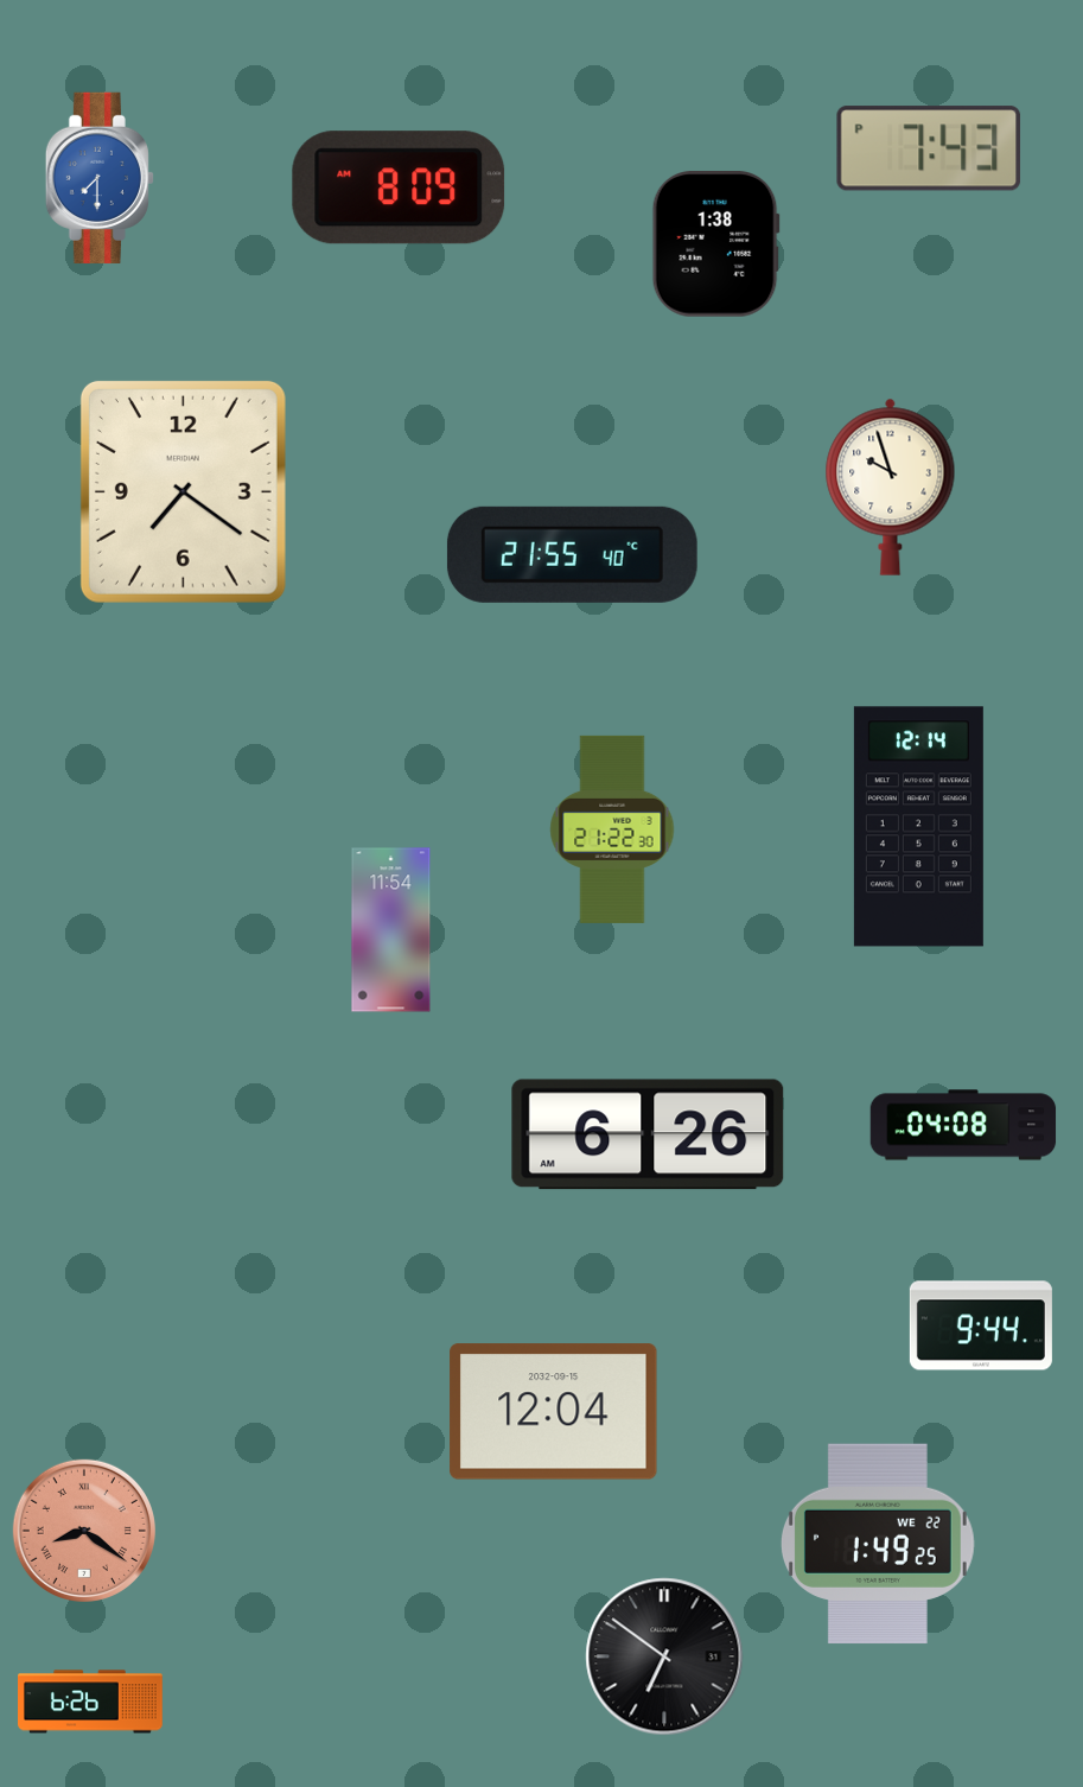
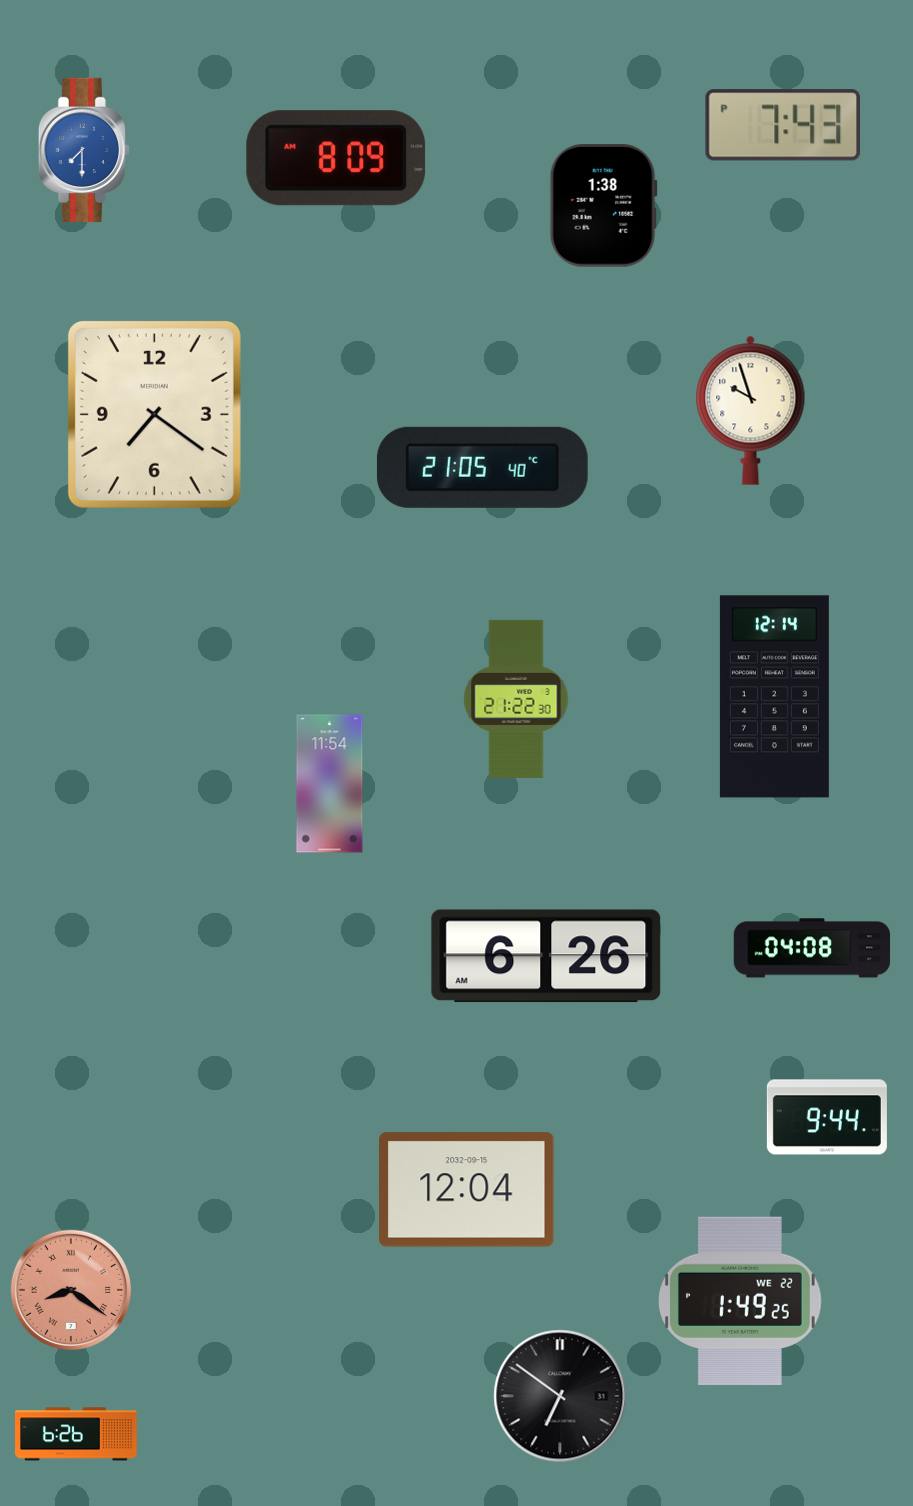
clock at (572, 554): 21:55 -> 21:05
